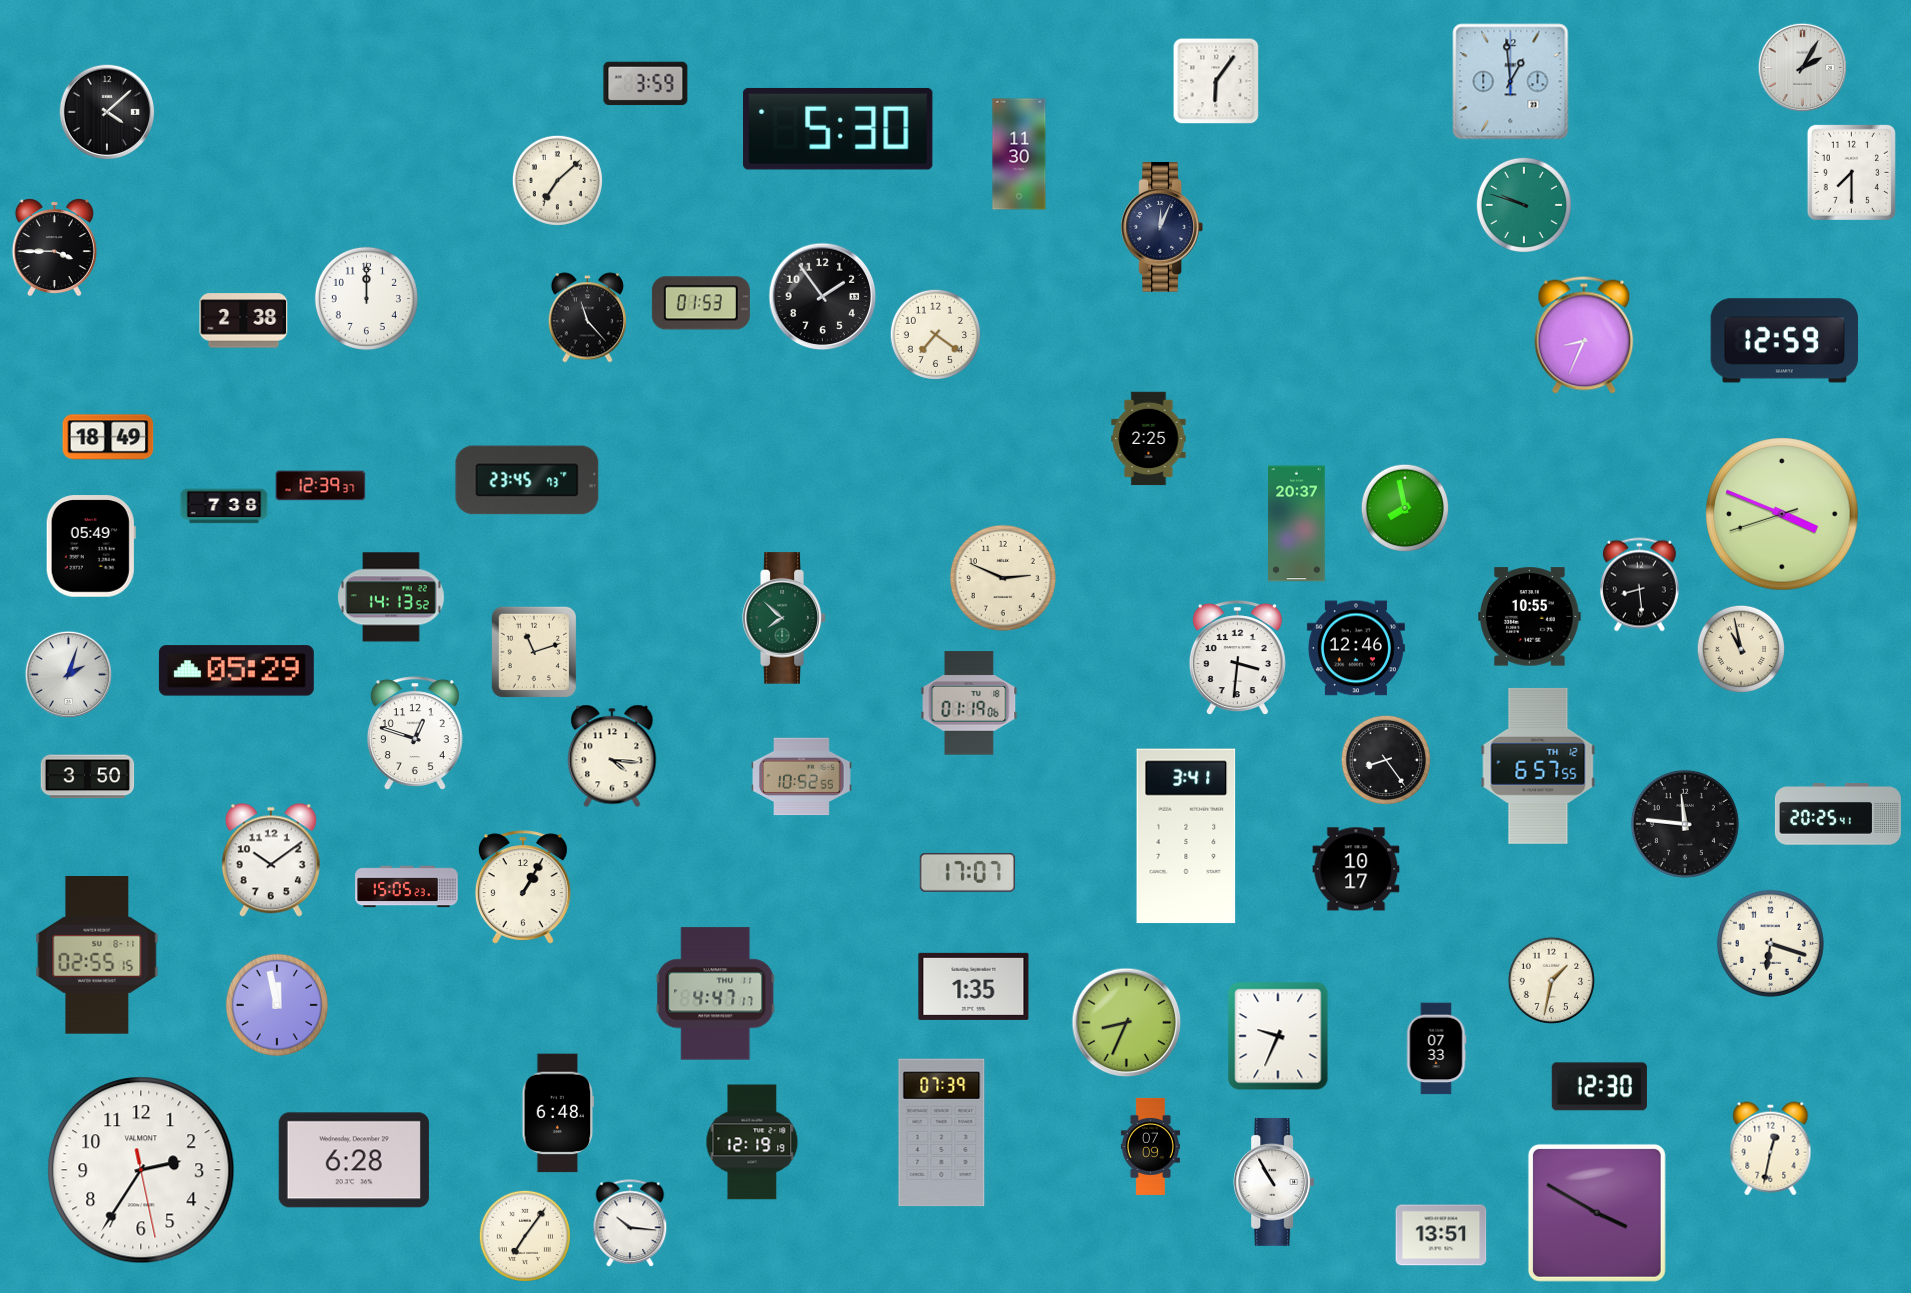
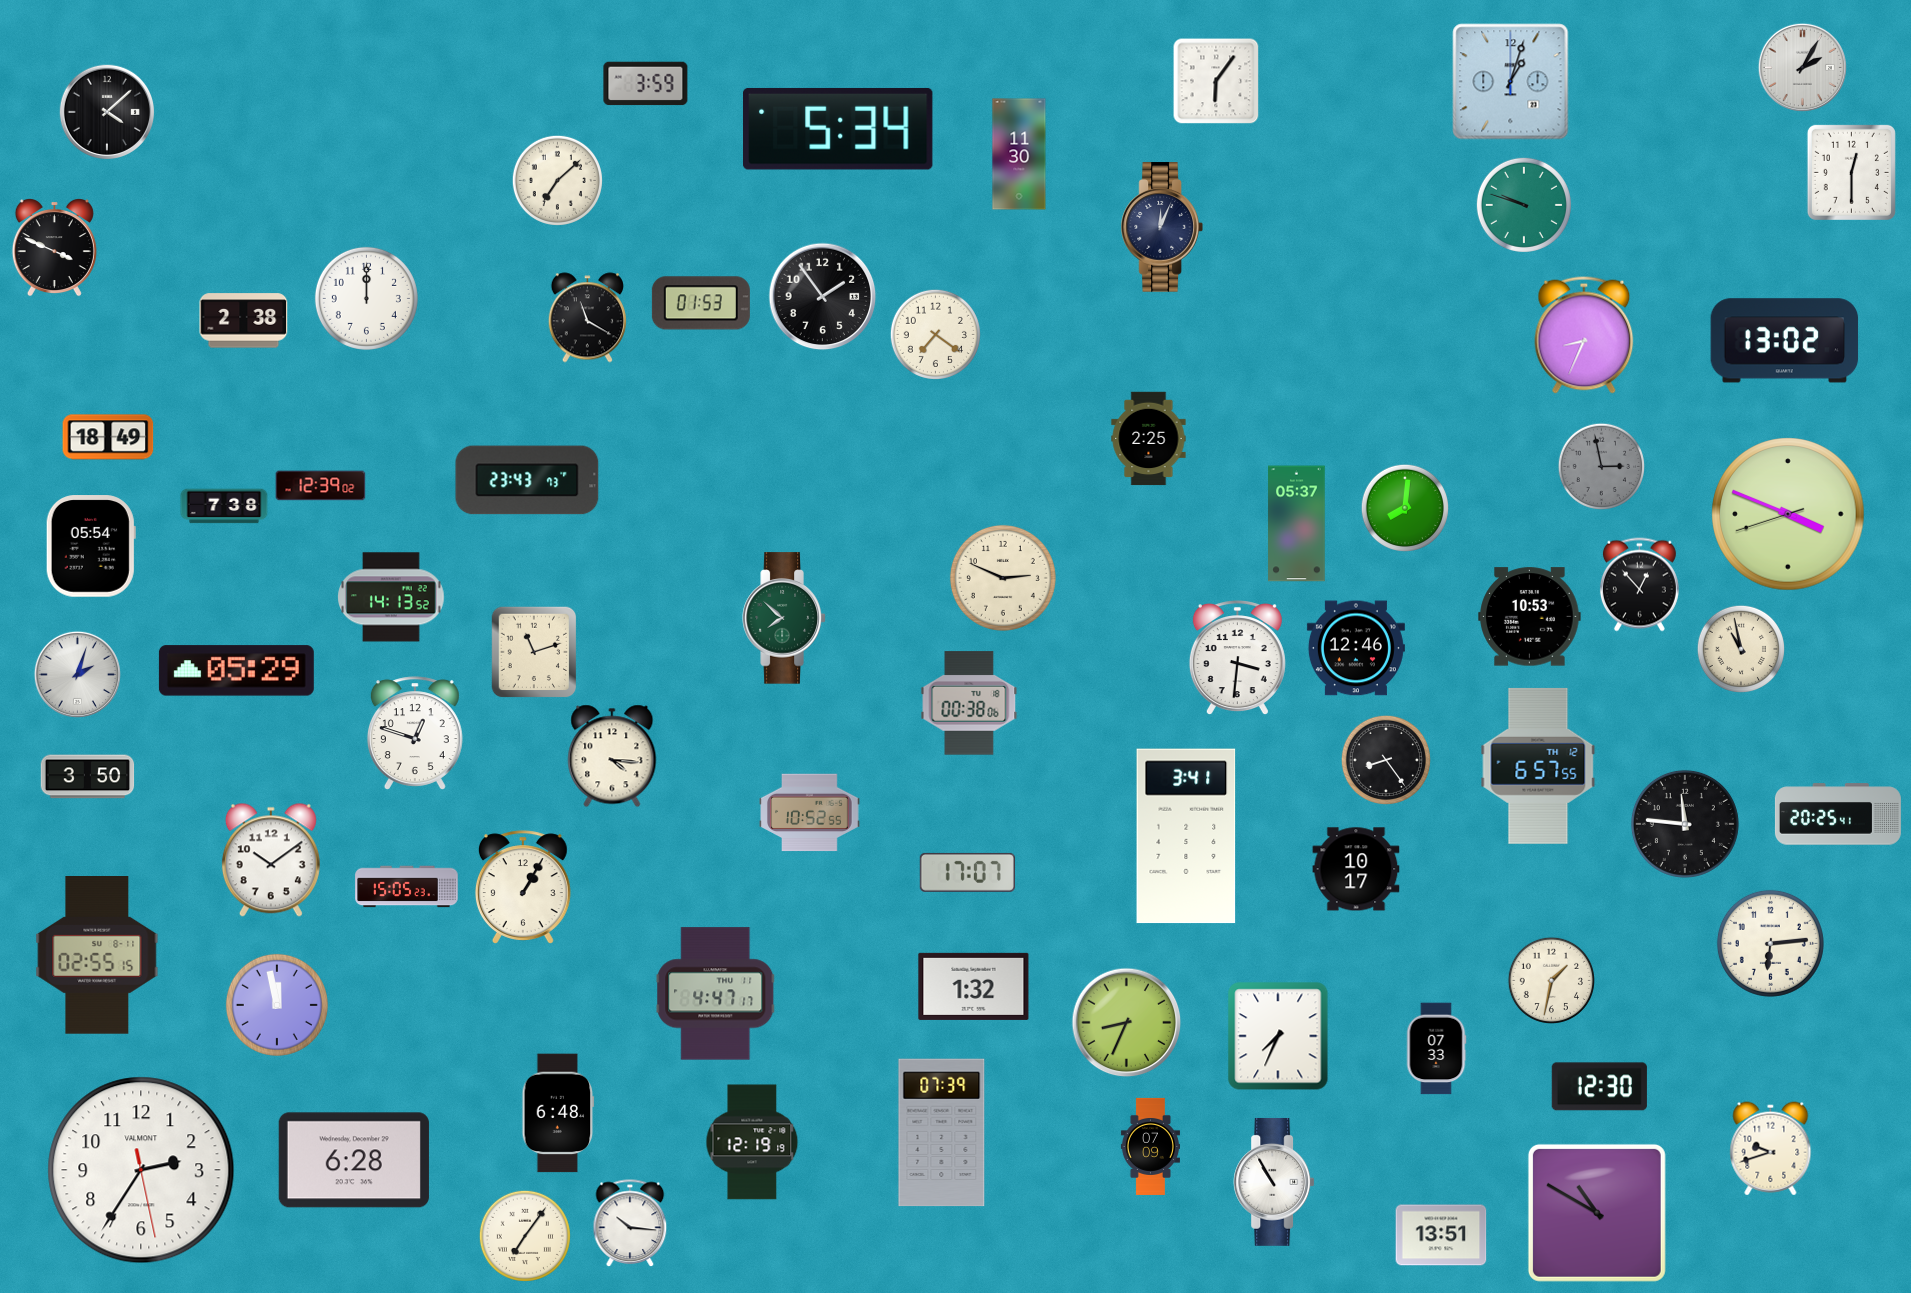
clock at (1511, 82): 12:59 -> 1:03
clock at (839, 129): 5:30 -> 5:34
clock at (1851, 172): 7:30 -> 12:30
clock at (54, 248): 3:45 -> 3:49
clock at (587, 318): 11:23 -> 11:20
clock at (1785, 341): 12:59 -> 13:02
clock at (1601, 466): none -> 2:58
clock at (527, 480): 23:45 -> 23:43
clock at (321, 486): 12:39:37 -> 12:39:02
clock at (1404, 507): 7:58 -> 8:01
clock at (1782, 514) position: (1782, 514) -> (1788, 514)
clock at (1297, 524): 20:37 -> 05:37
clock at (91, 546): 05:49 -> 05:54
clock at (1639, 585): 8:29 -> 12:53
clock at (1530, 617): 10:55 -> 10:53
clock at (68, 674) position: (68, 674) -> (77, 674)
clock at (969, 703): 01:19 -> 00:38
clock at (802, 777) position: (802, 777) -> (810, 813)
clock at (1770, 943): 6:18 -> 6:14
clock at (974, 986): 1:35 -> 1:32
clock at (1278, 1036): 9:34 -> 7:34
clock at (1771, 1149): 12:32 -> 9:42
clock at (1597, 1213): 3:50 -> 10:50
